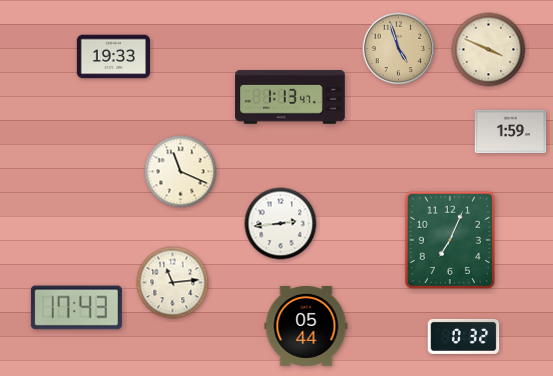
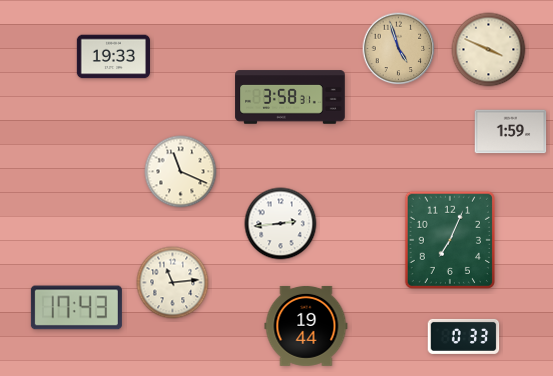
clock at (290, 97): 1:13 -> 3:58
clock at (306, 326): 05:44 -> 19:44
clock at (464, 336): 0:32 -> 0:33
